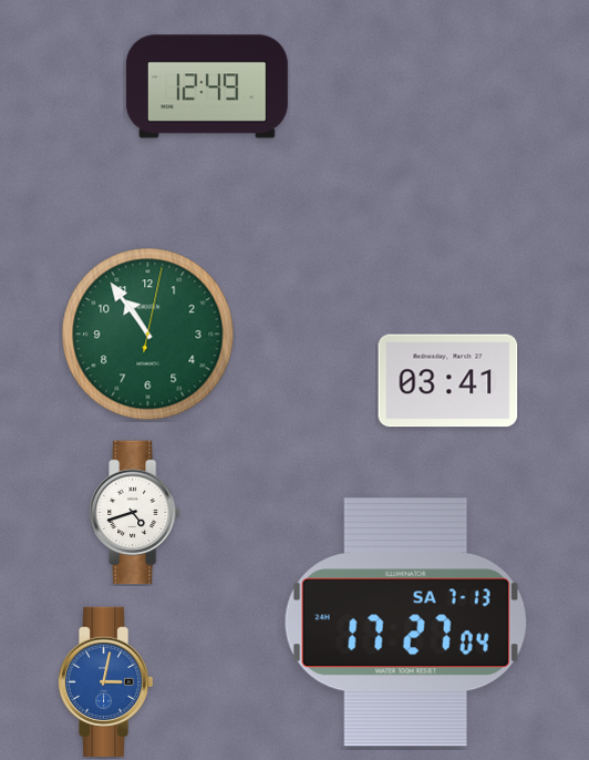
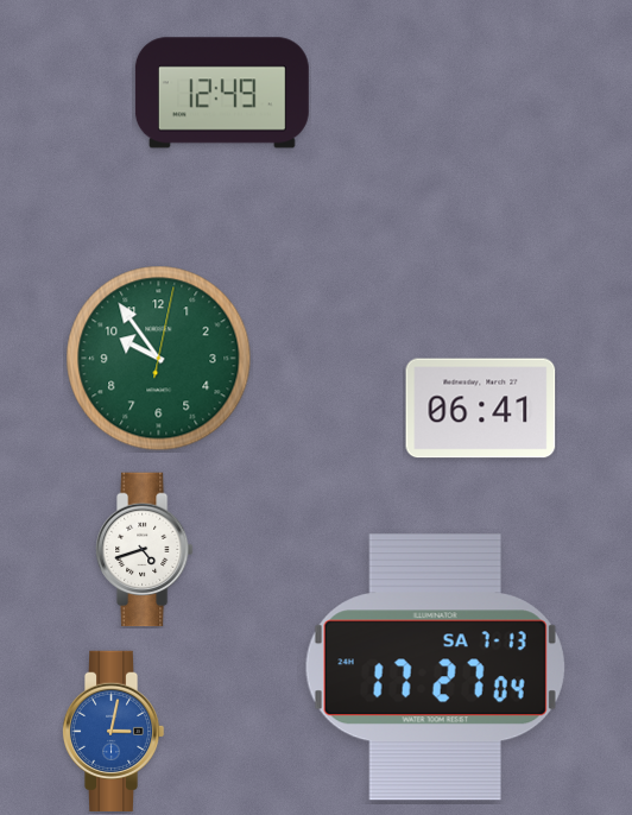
clock at (148, 335): 10:54 -> 9:54
clock at (448, 381): 03:41 -> 06:41
